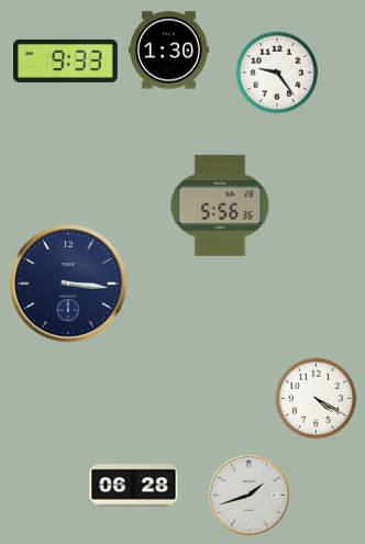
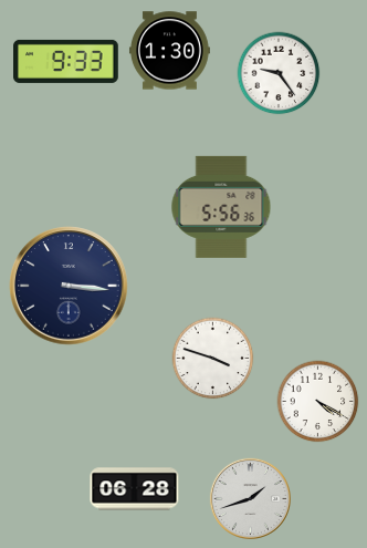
clock at (213, 359): none -> 3:48
